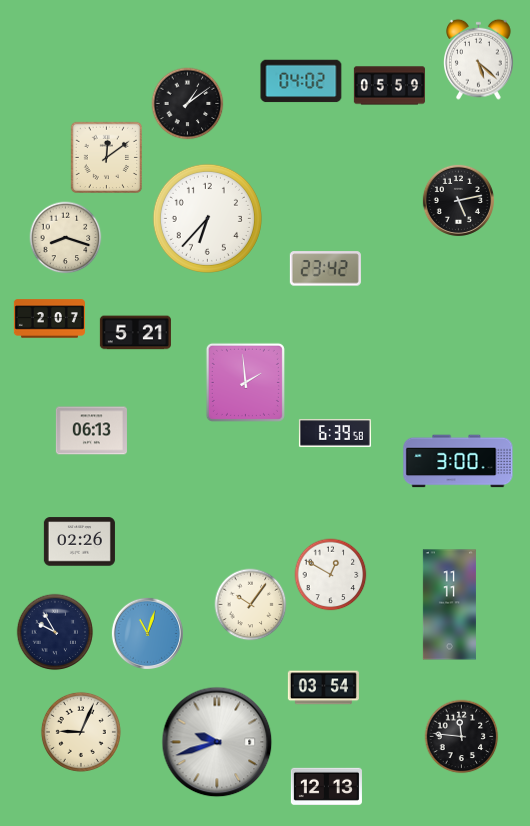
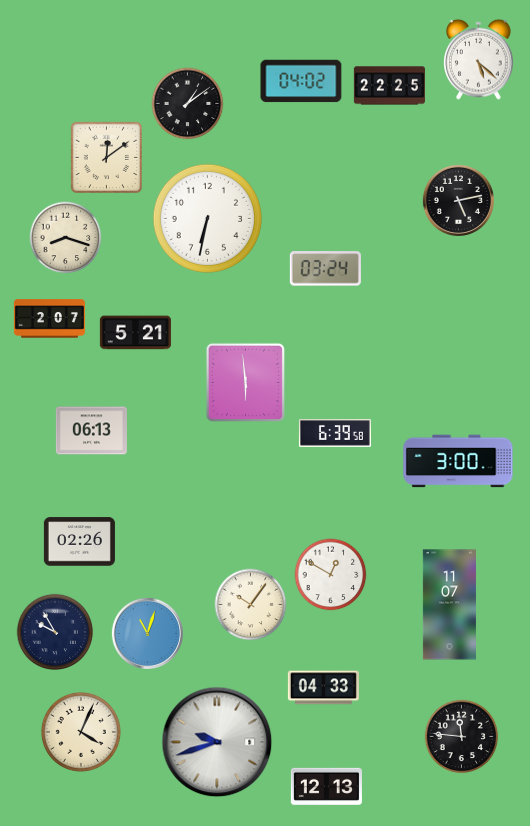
clock at (389, 86): 05:59 -> 22:25
clock at (207, 218): 6:37 -> 6:32
clock at (325, 269): 23:42 -> 03:24
clock at (245, 382): 1:59 -> 5:59
clock at (449, 605): 11:11 -> 11:07
clock at (323, 688): 03:54 -> 04:33
clock at (81, 732): 9:04 -> 4:04
